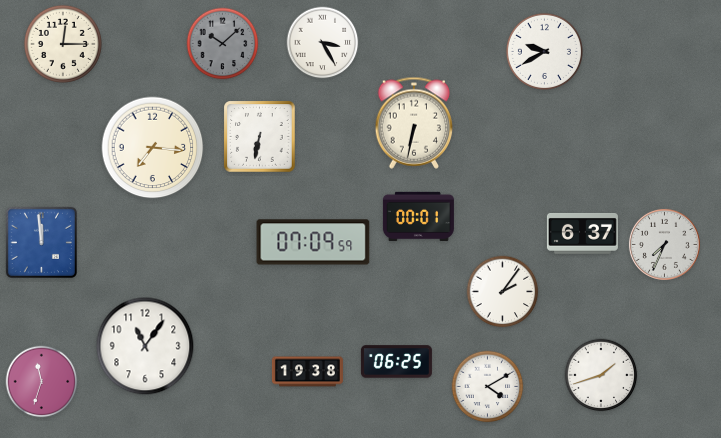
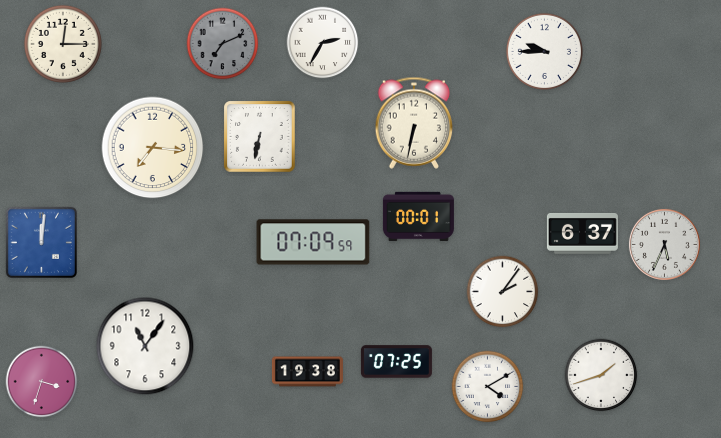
clock at (323, 43): 3:25 -> 2:35
clock at (223, 44): 10:08 -> 7:11
clock at (544, 51): 9:40 -> 9:45
clock at (41, 242): 11:59 -> 12:01
clock at (664, 244): 7:34 -> 5:34
clock at (396, 362): 06:25 -> 07:25
clock at (42, 382): 11:33 -> 3:33
